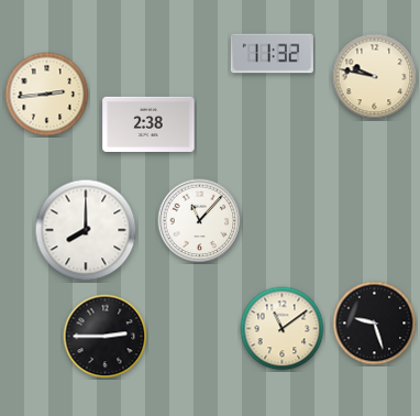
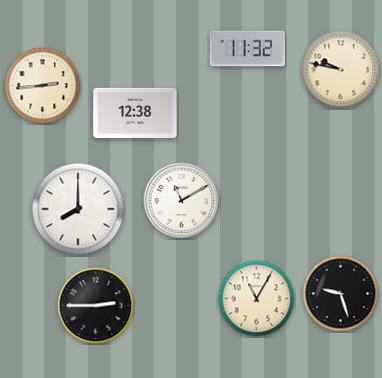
clock at (148, 123): 2:38 -> 12:38
clock at (200, 221): 11:07 -> 11:10
clock at (283, 329): 11:09 -> 11:05
